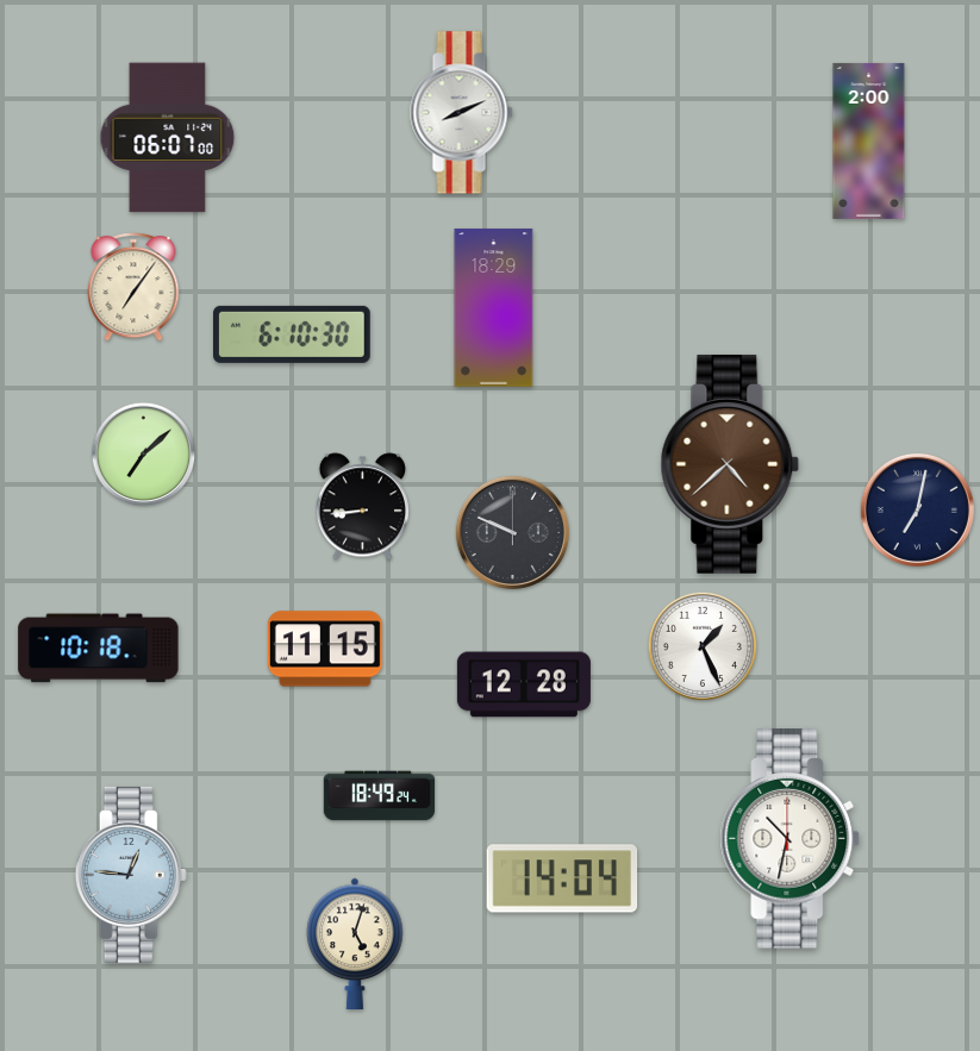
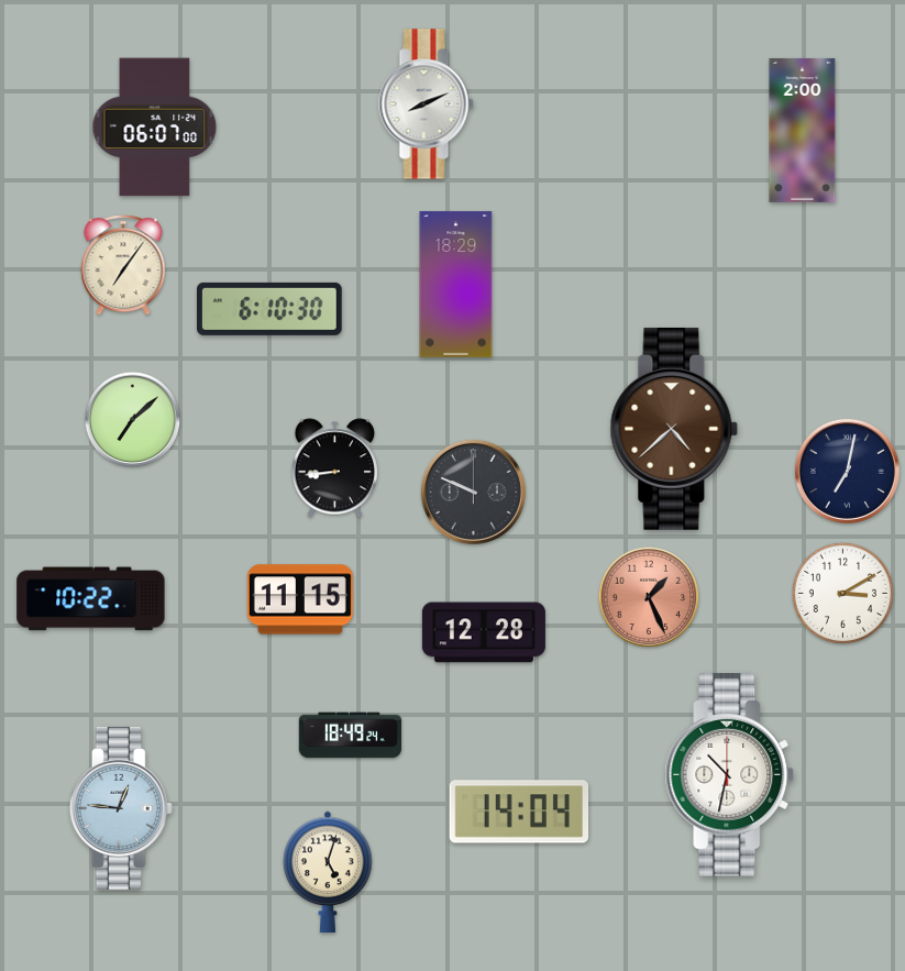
clock at (842, 593): none -> 3:10
clock at (701, 645) dial: white -> salmon
clock at (99, 649): 10:18 -> 10:22
